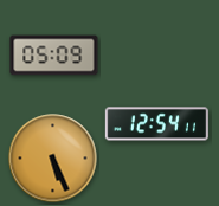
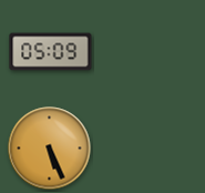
clock at (156, 124): 12:54 -> none
